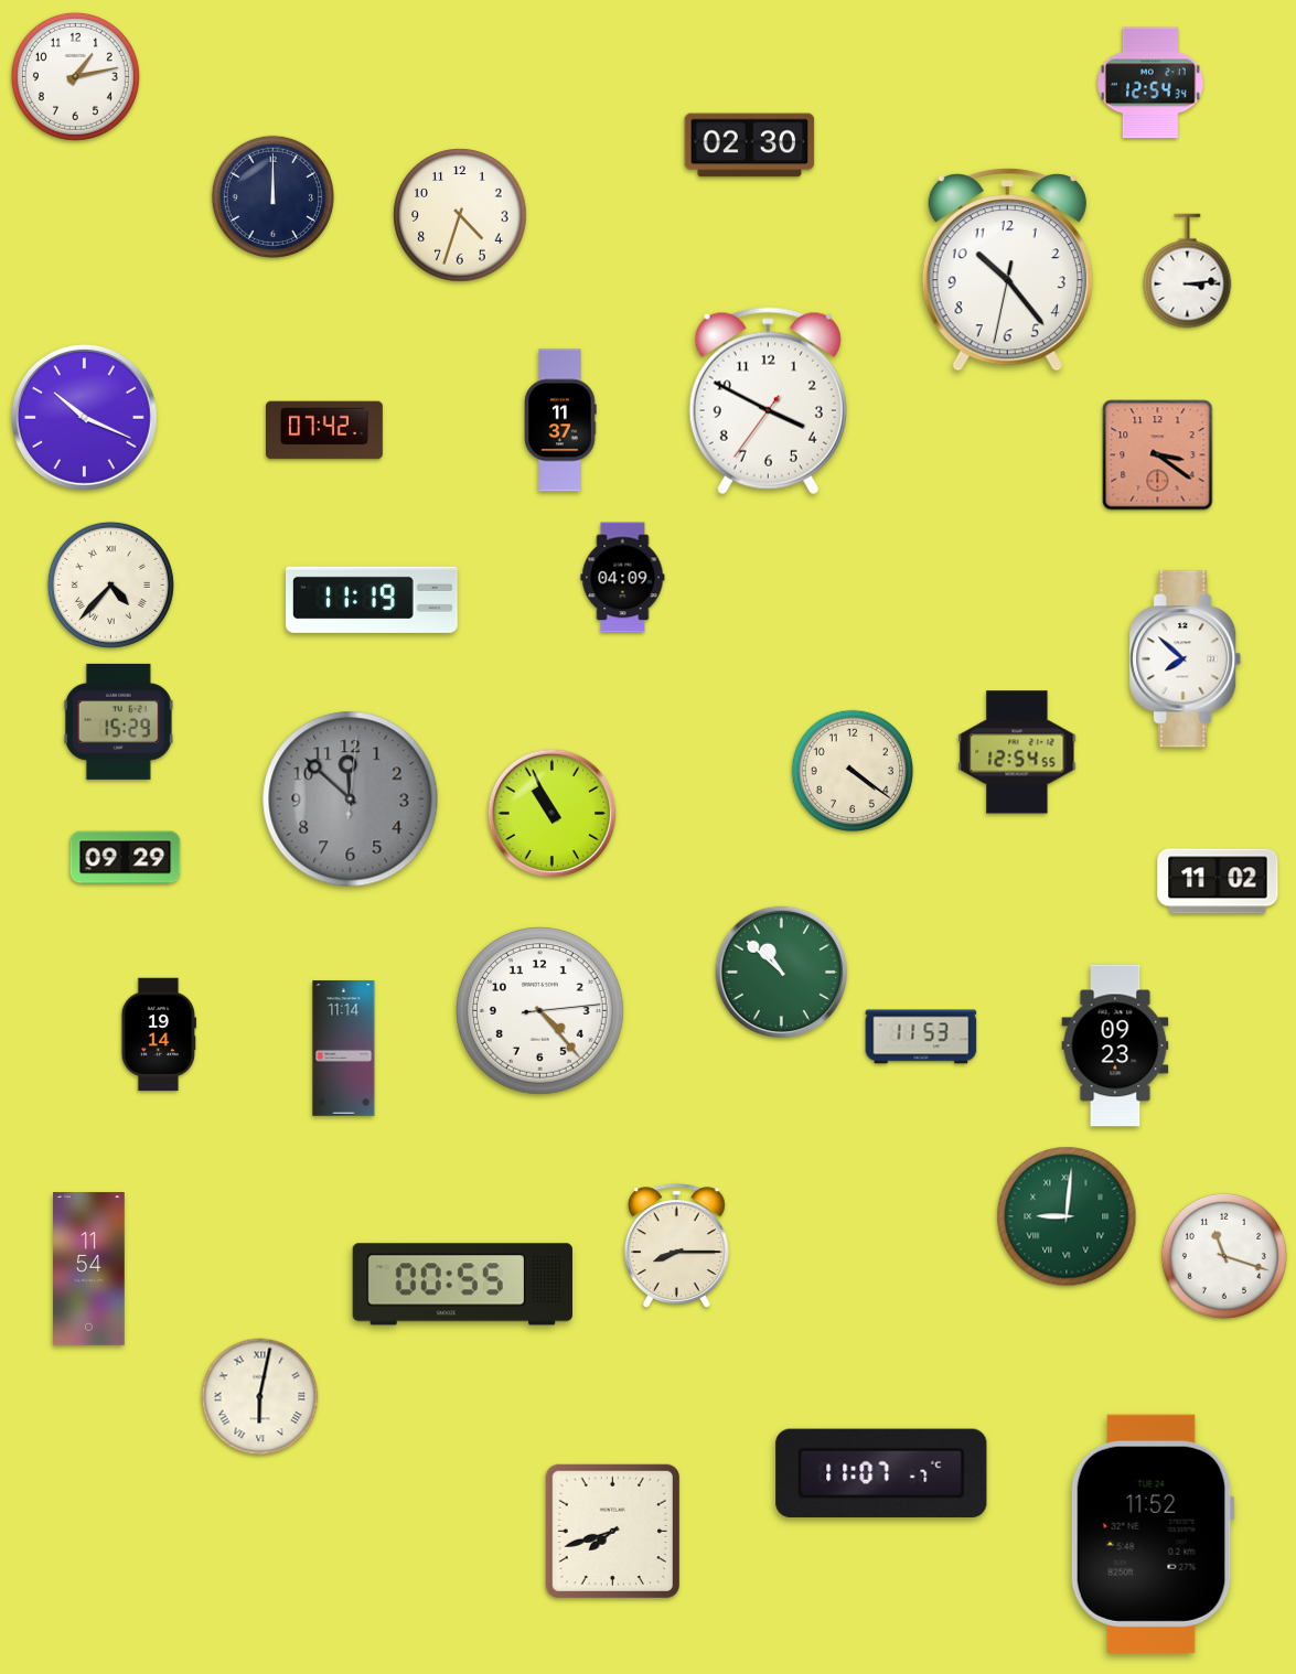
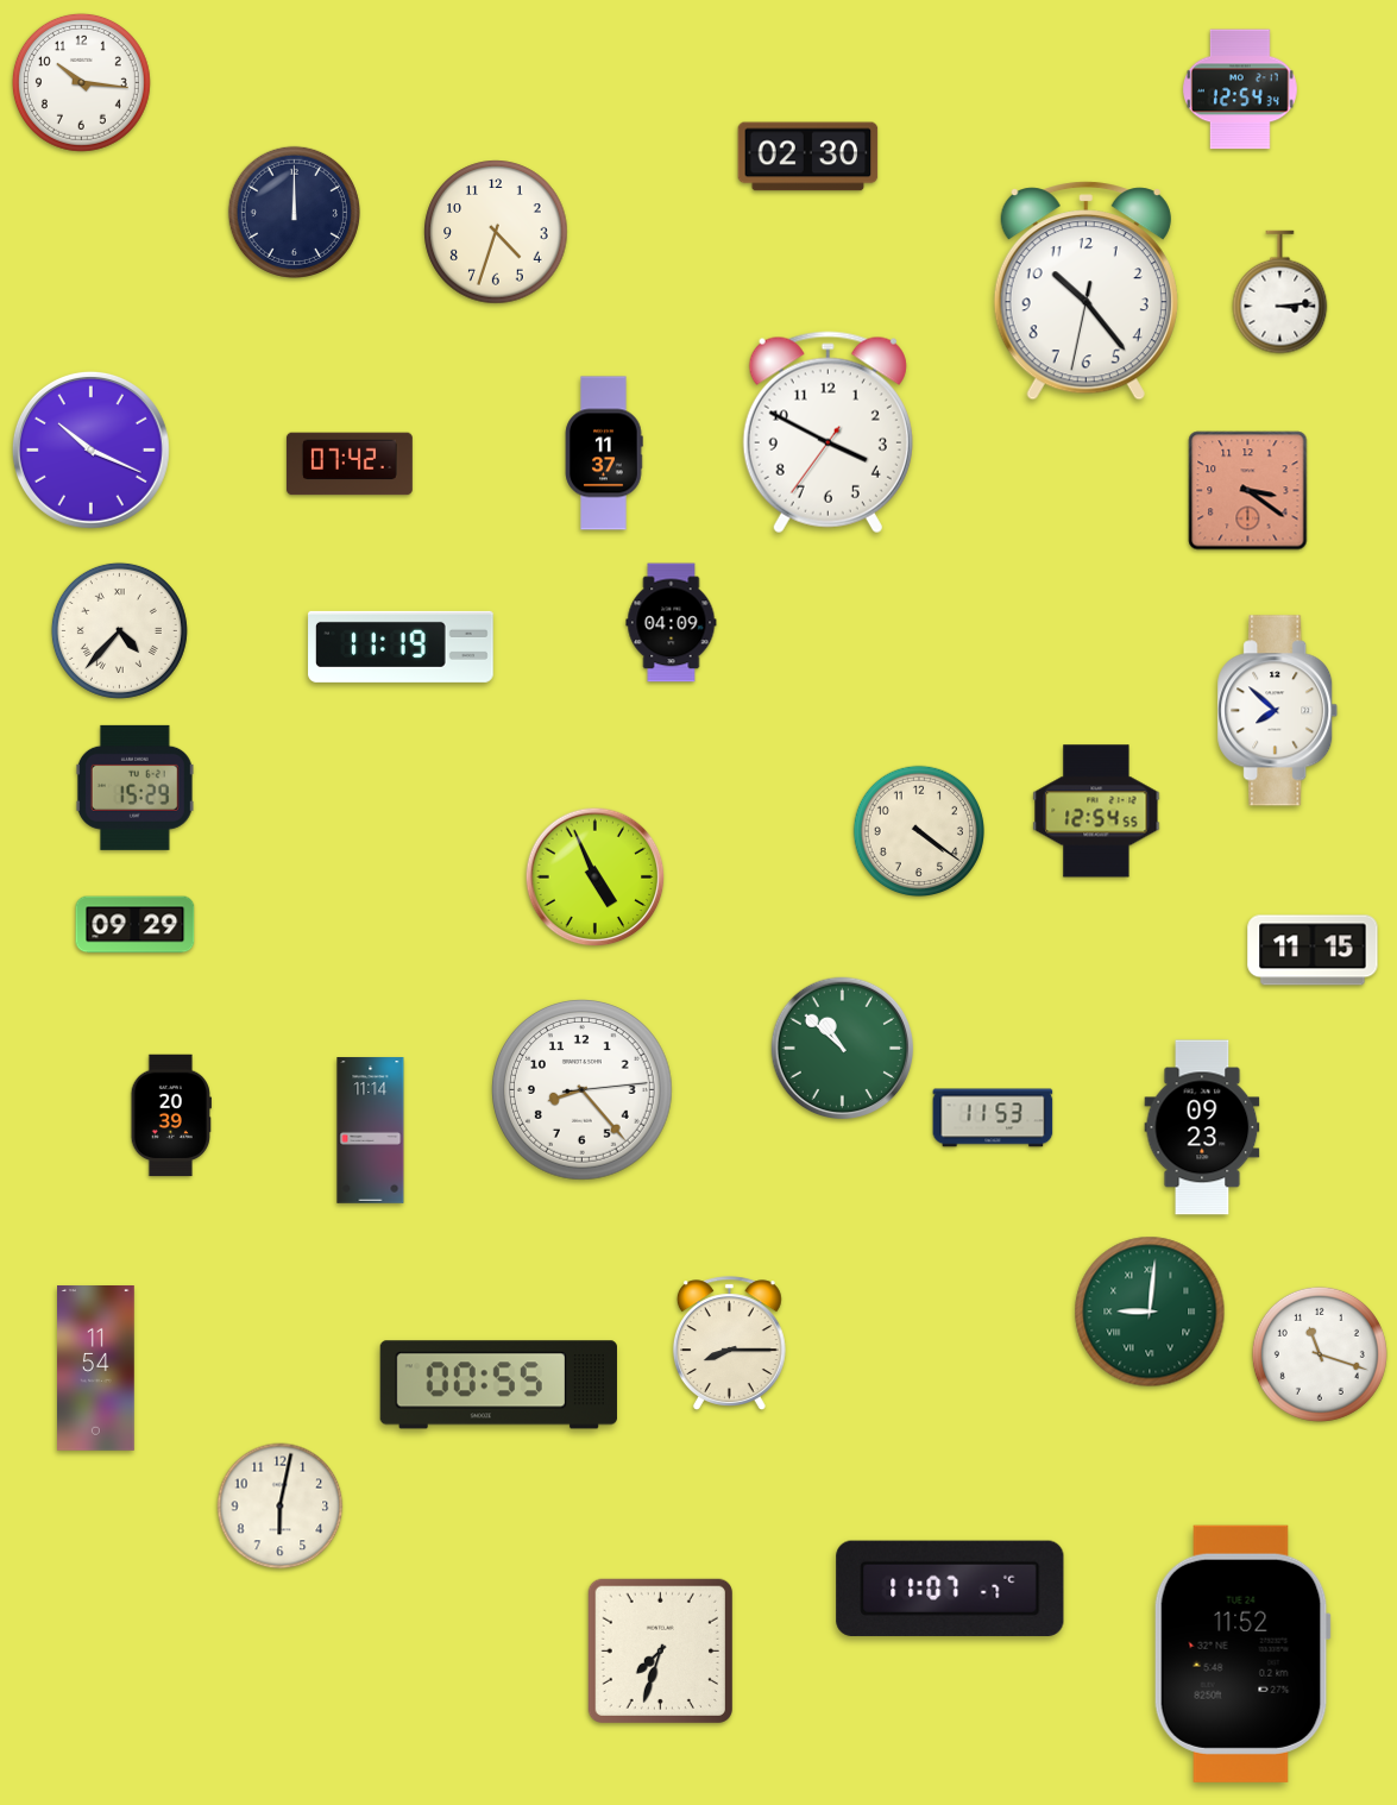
clock at (75, 76): 1:13 -> 10:16
clock at (118, 721) position: (118, 721) -> (134, 787)
clock at (351, 800): 11:52 -> none
clock at (553, 814): 10:56 -> 4:56
clock at (1218, 881): 11:02 -> 11:15
clock at (540, 1011): 4:23 -> 8:23
clock at (159, 1034): 19:14 -> 20:39
clock at (260, 1397) numerals: Roman -> Arabic
clock at (612, 1531): 7:42 -> 7:33
